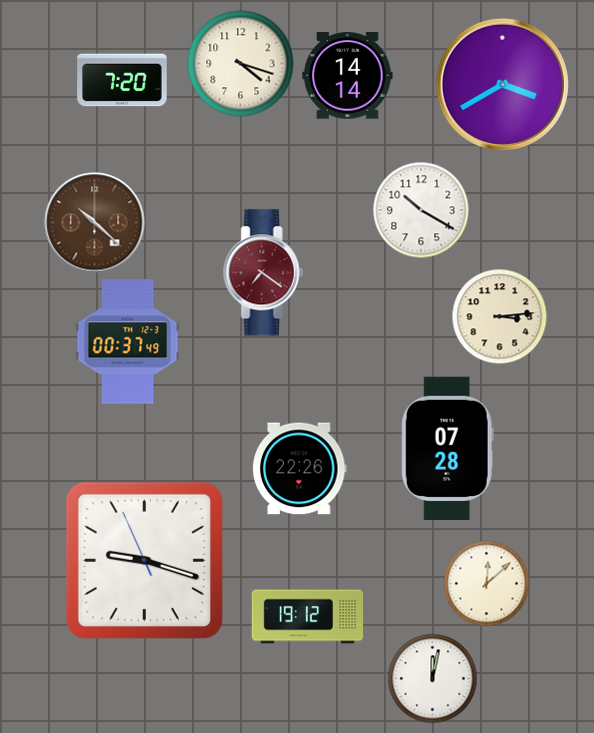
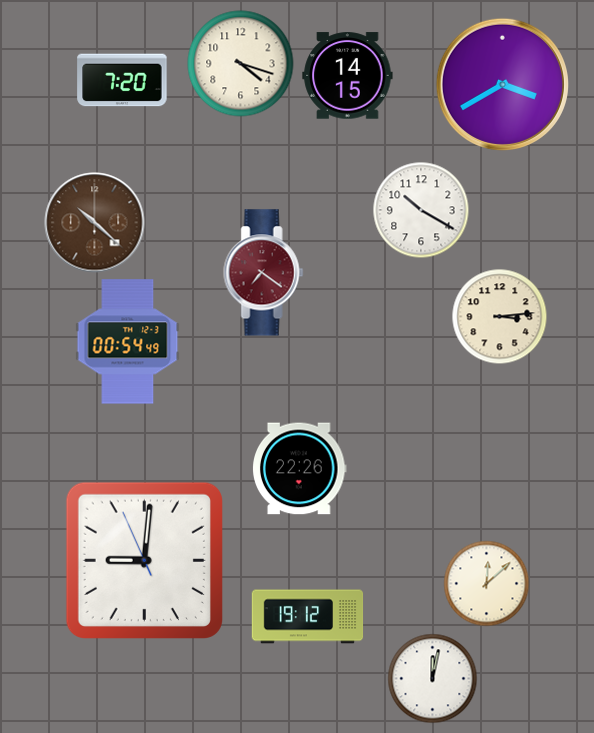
clock at (348, 76): 14:14 -> 14:15
clock at (128, 342): 00:37 -> 00:54
clock at (447, 449): 07:28 -> none
clock at (144, 560): 9:17 -> 9:00
